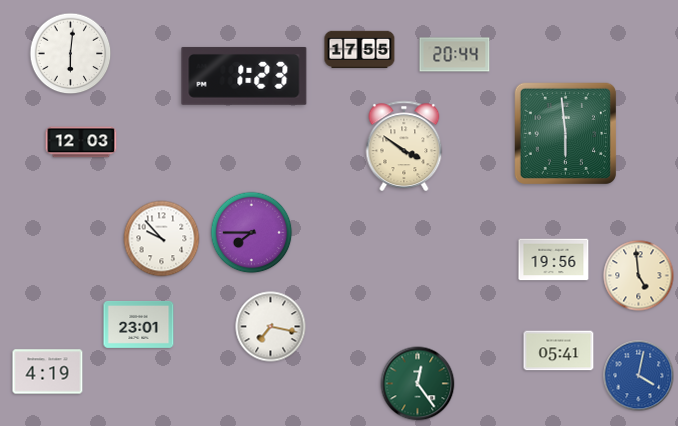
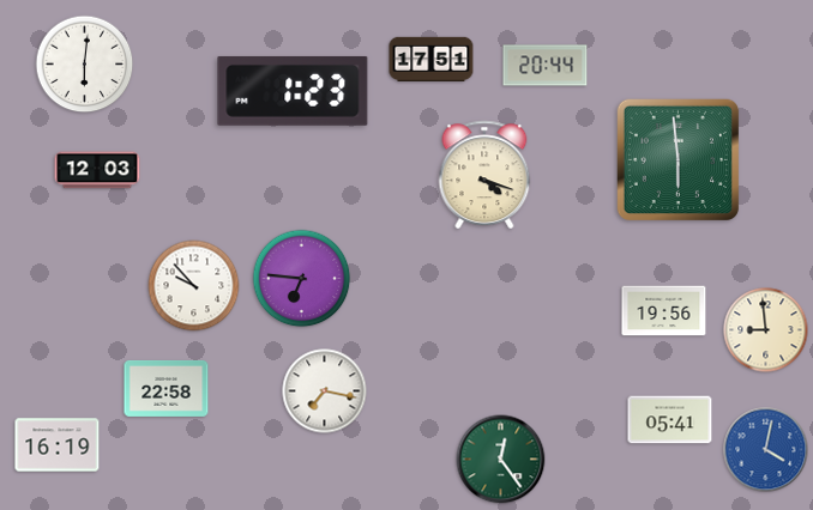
clock at (360, 49): 17:55 -> 17:51
clock at (404, 145): 3:51 -> 4:18
clock at (252, 233): 7:45 -> 6:46
clock at (639, 276): 4:59 -> 8:59
clock at (139, 324): 23:01 -> 22:58
clock at (48, 372): 4:19 -> 16:19
